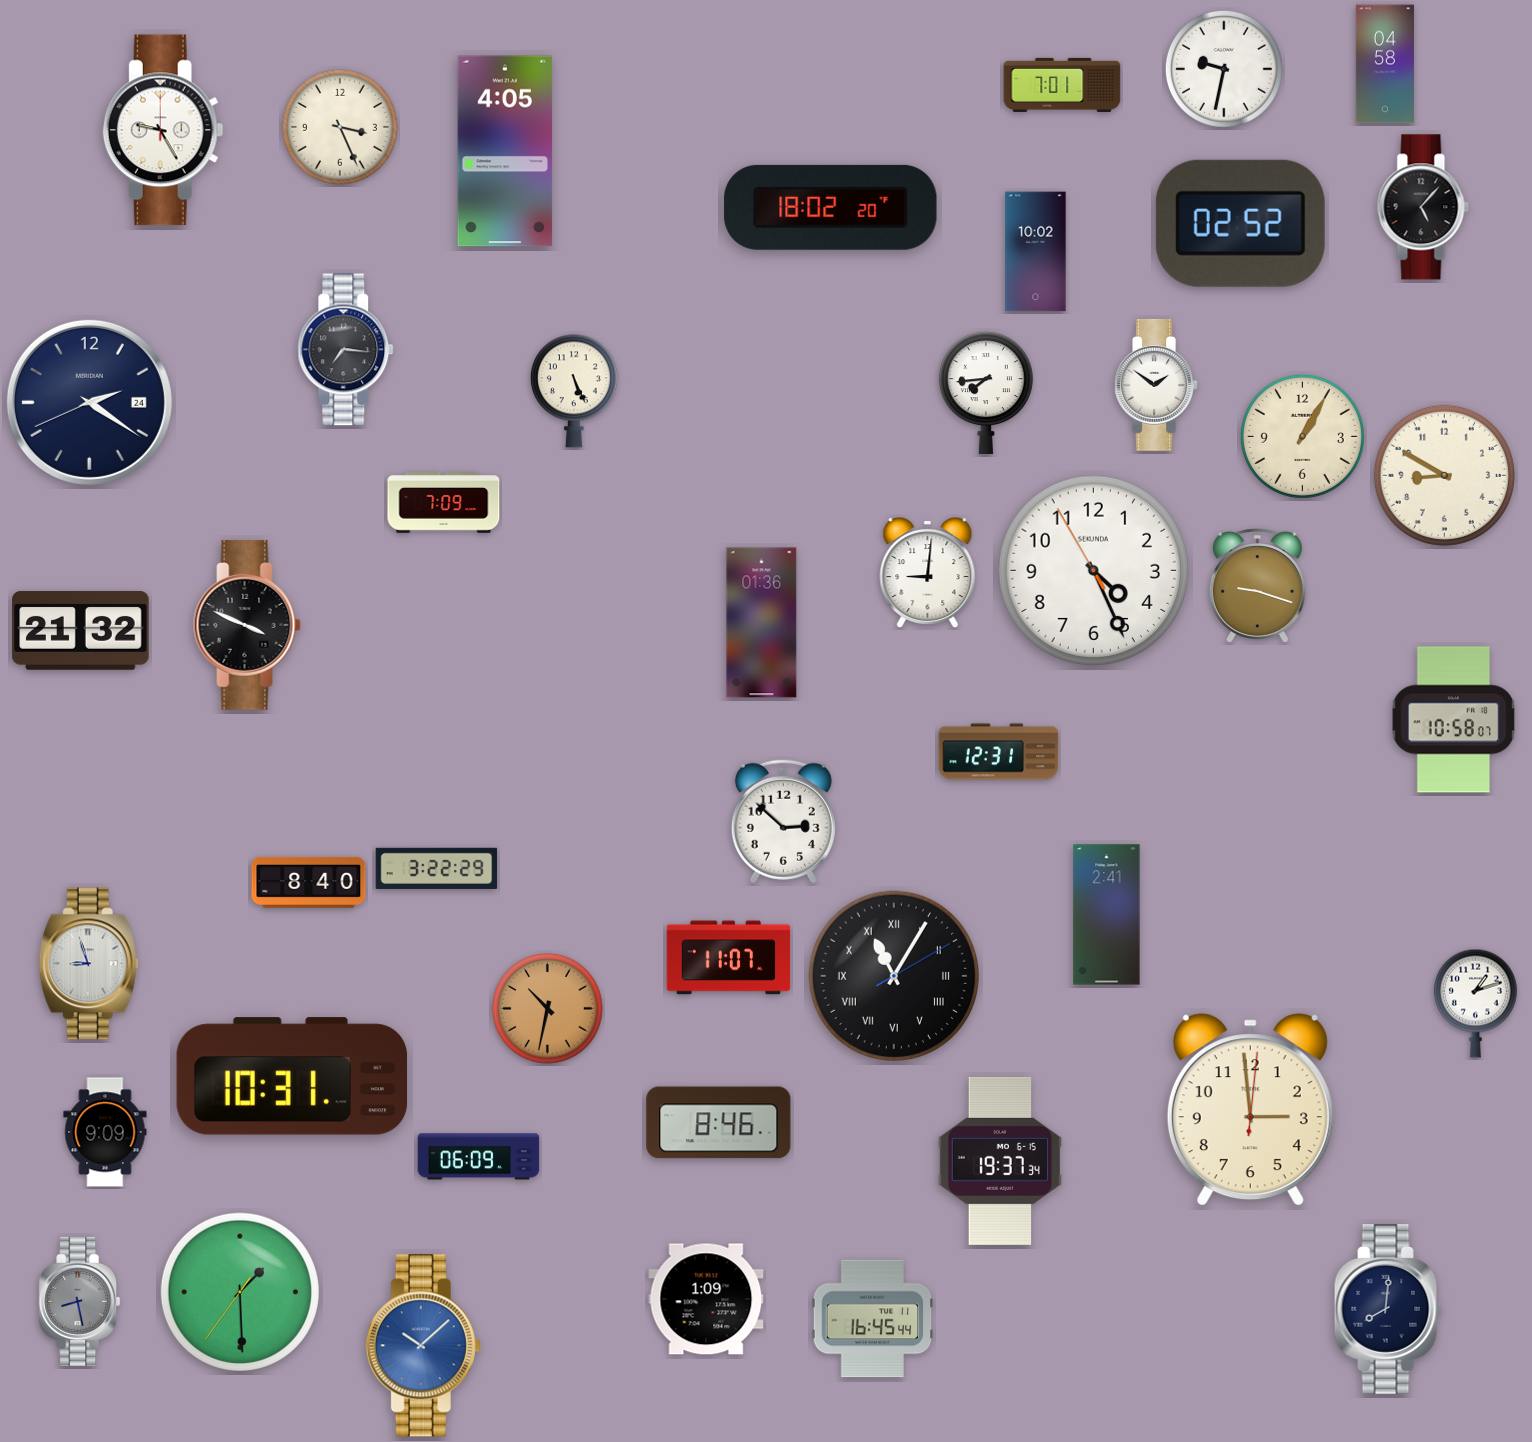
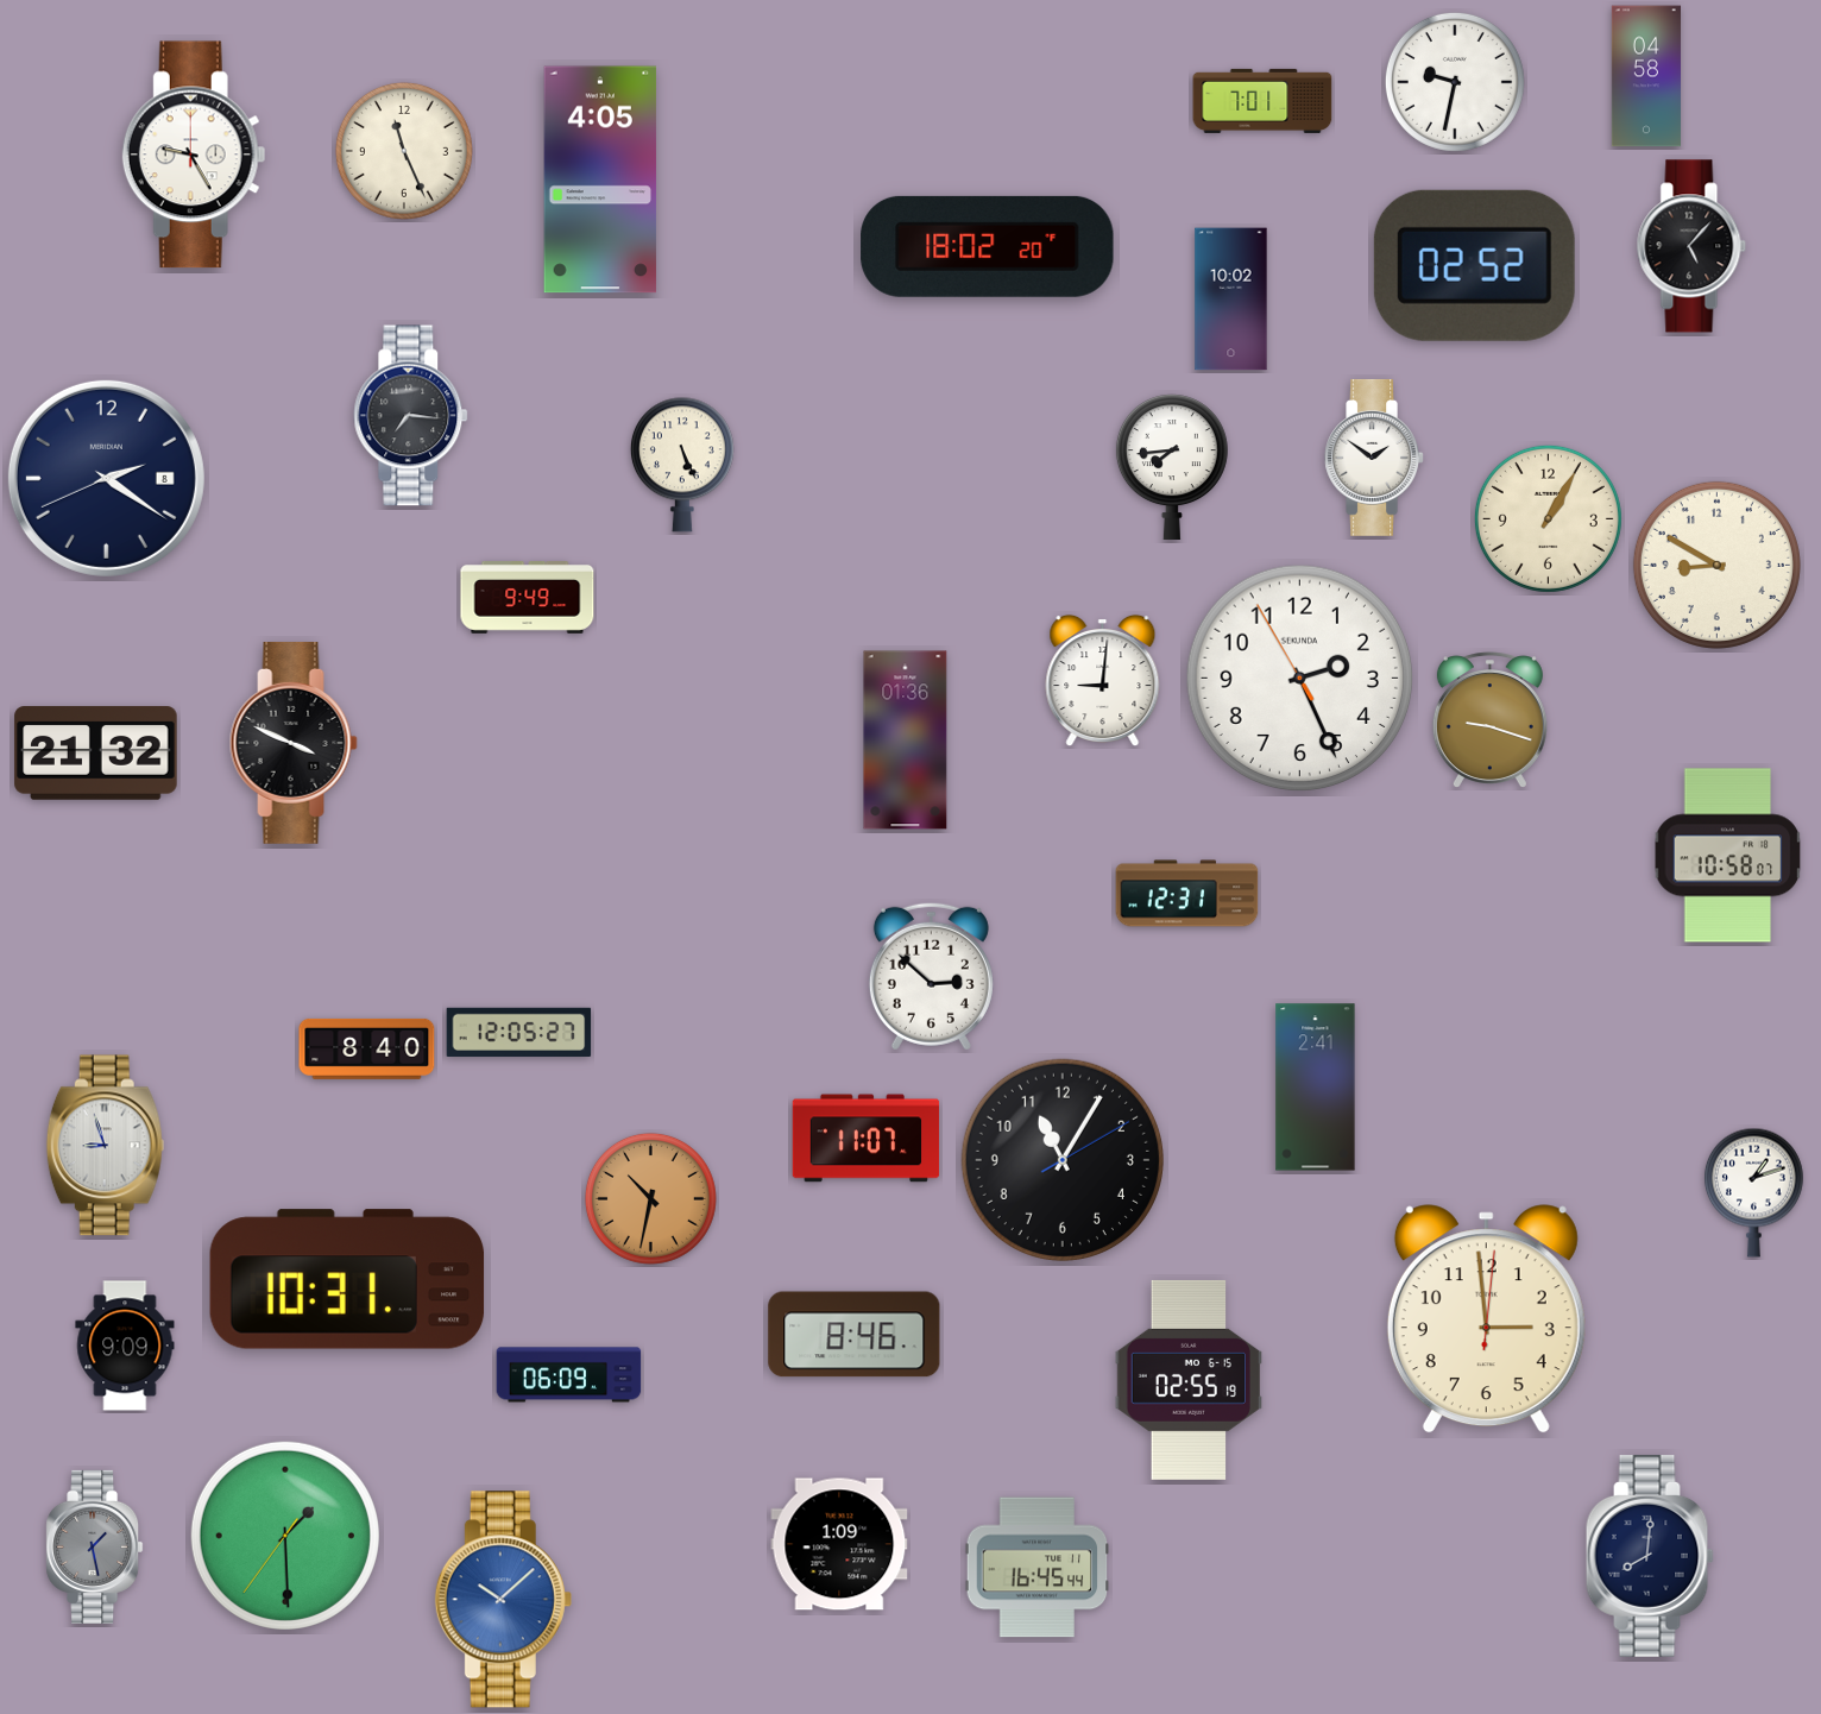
clock at (340, 127): 3:26 -> 11:26
clock at (89, 402) date: 24 -> 8
clock at (444, 503): 7:09 -> 9:49
clock at (1094, 571): 4:25 -> 2:25
clock at (1257, 585) position: (1257, 585) -> (1489, 719)
clock at (81, 631) position: (81, 631) -> (96, 754)
clock at (437, 868): 3:22 -> 12:05
clock at (894, 976) numerals: Roman -> Arabic
clock at (999, 1161): 19:37 -> 02:55
clock at (80, 1301): 8:28 -> 1:28
